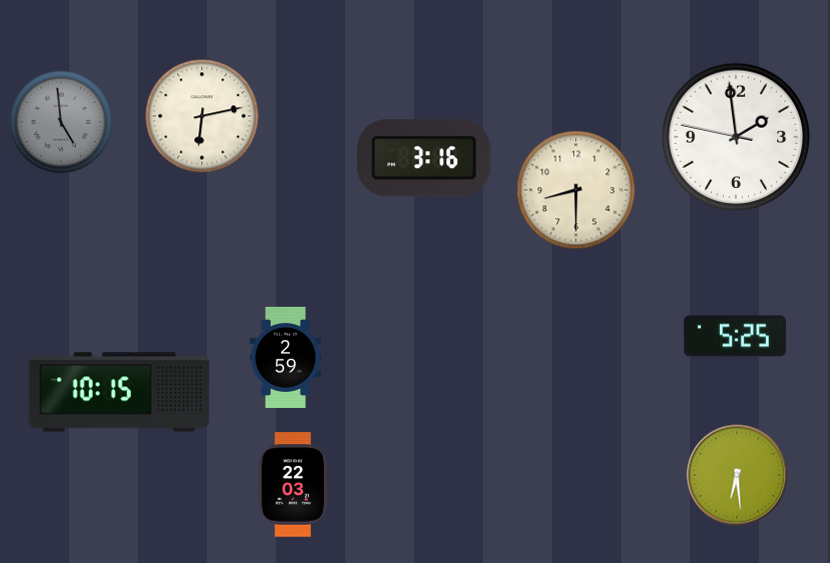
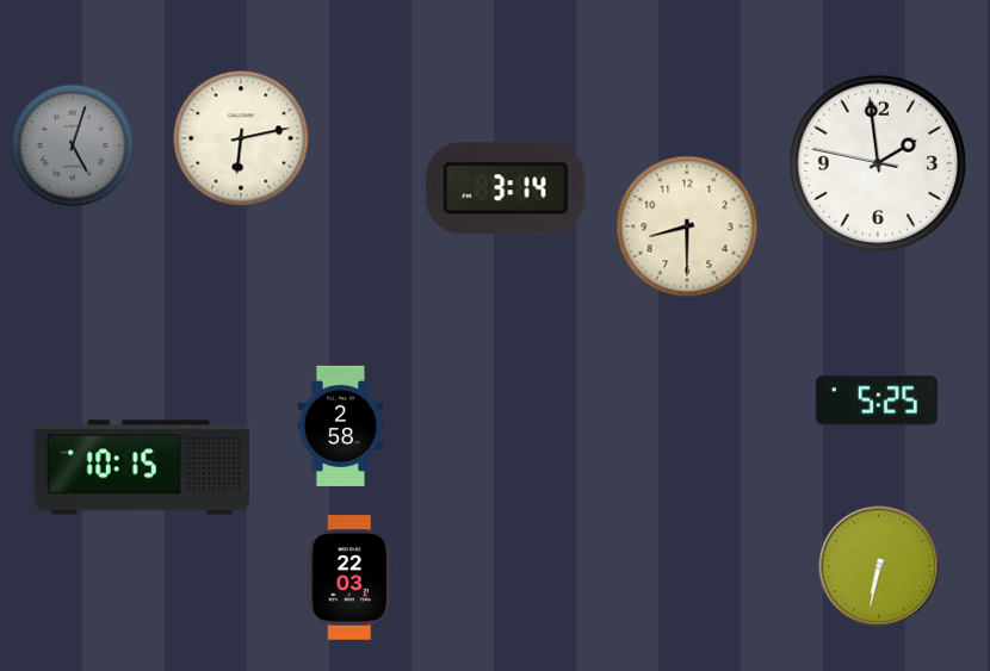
clock at (61, 122): 4:59 -> 5:03
clock at (424, 158): 3:16 -> 3:14
clock at (286, 357): 2:59 -> 2:58
clock at (737, 475): 6:29 -> 6:32
